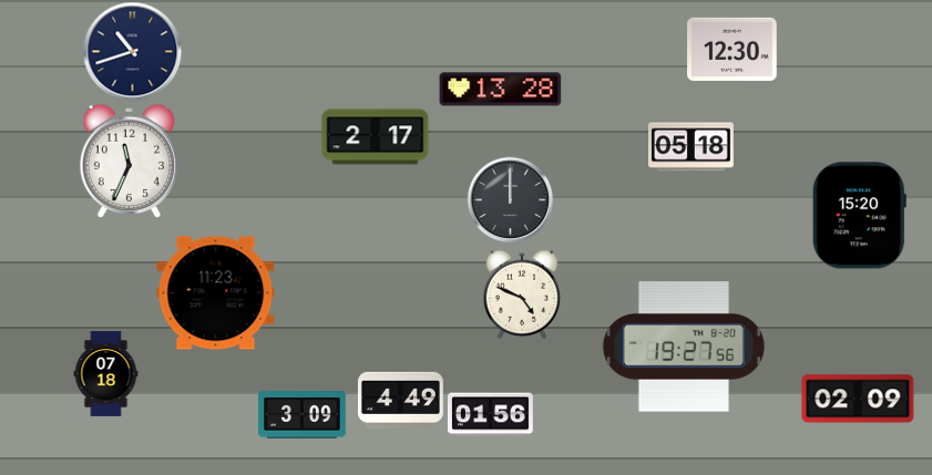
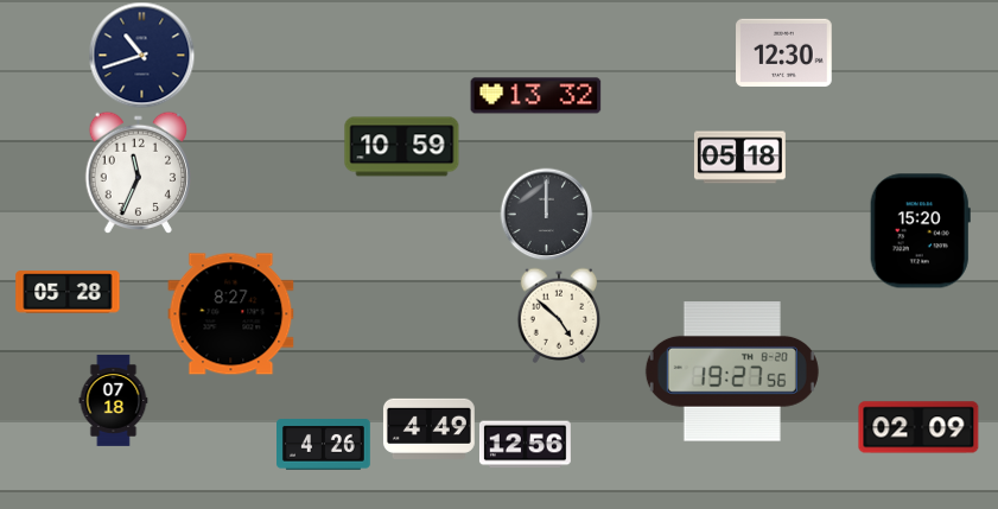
clock at (501, 90): 13:28 -> 13:32
clock at (376, 137): 2:17 -> 10:59
clock at (68, 292): none -> 05:28
clock at (216, 293): 11:23 -> 8:27
clock at (522, 295): 4:49 -> 4:52
clock at (303, 415): 3:09 -> 4:26
clock at (490, 415): 01:56 -> 12:56
